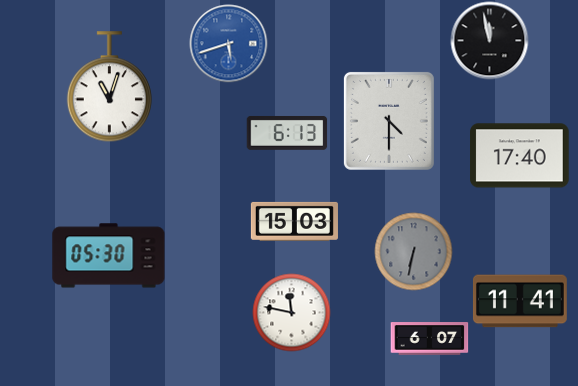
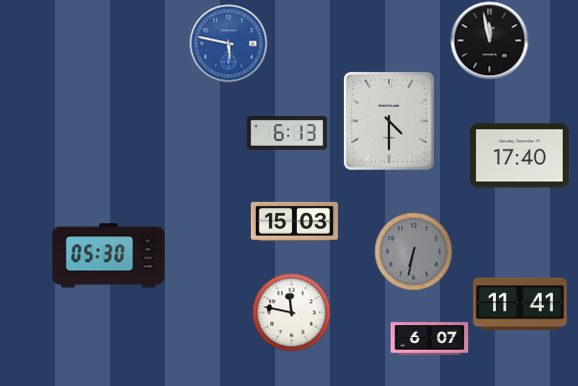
clock at (228, 43): 5:42 -> 5:47
clock at (109, 87): 11:03 -> none
clock at (520, 301) position: (520, 301) -> (520, 304)
